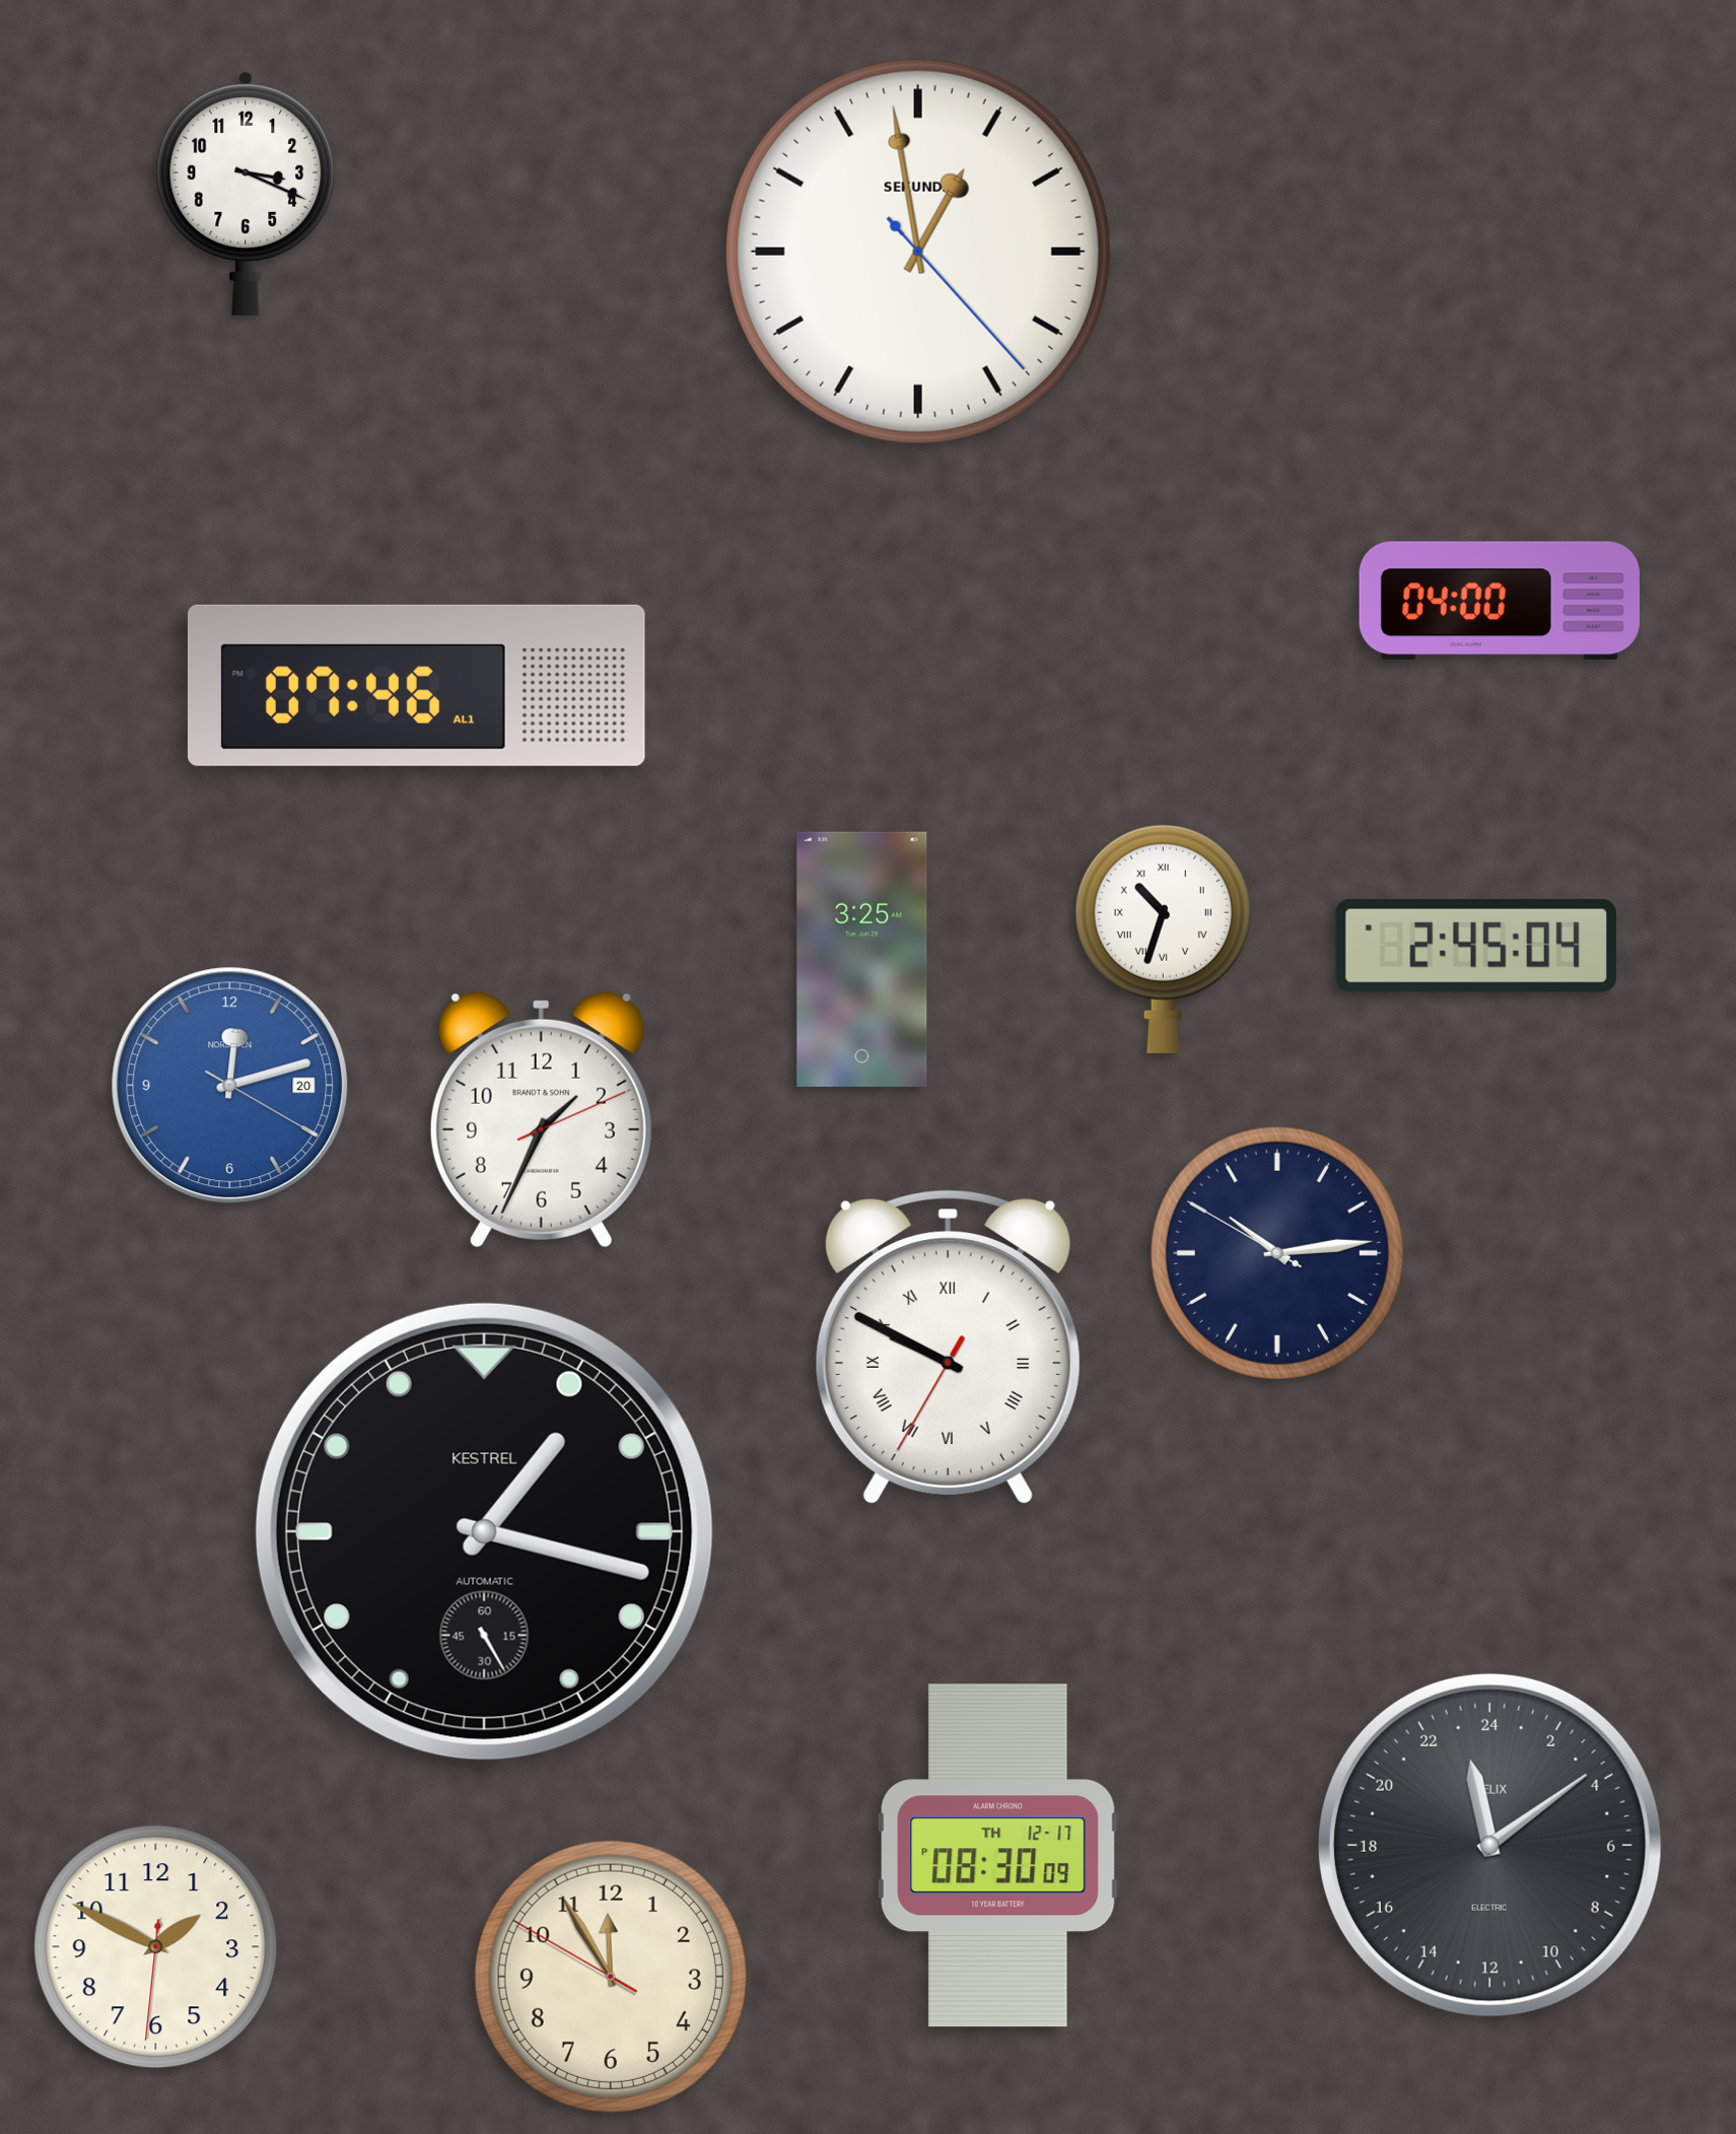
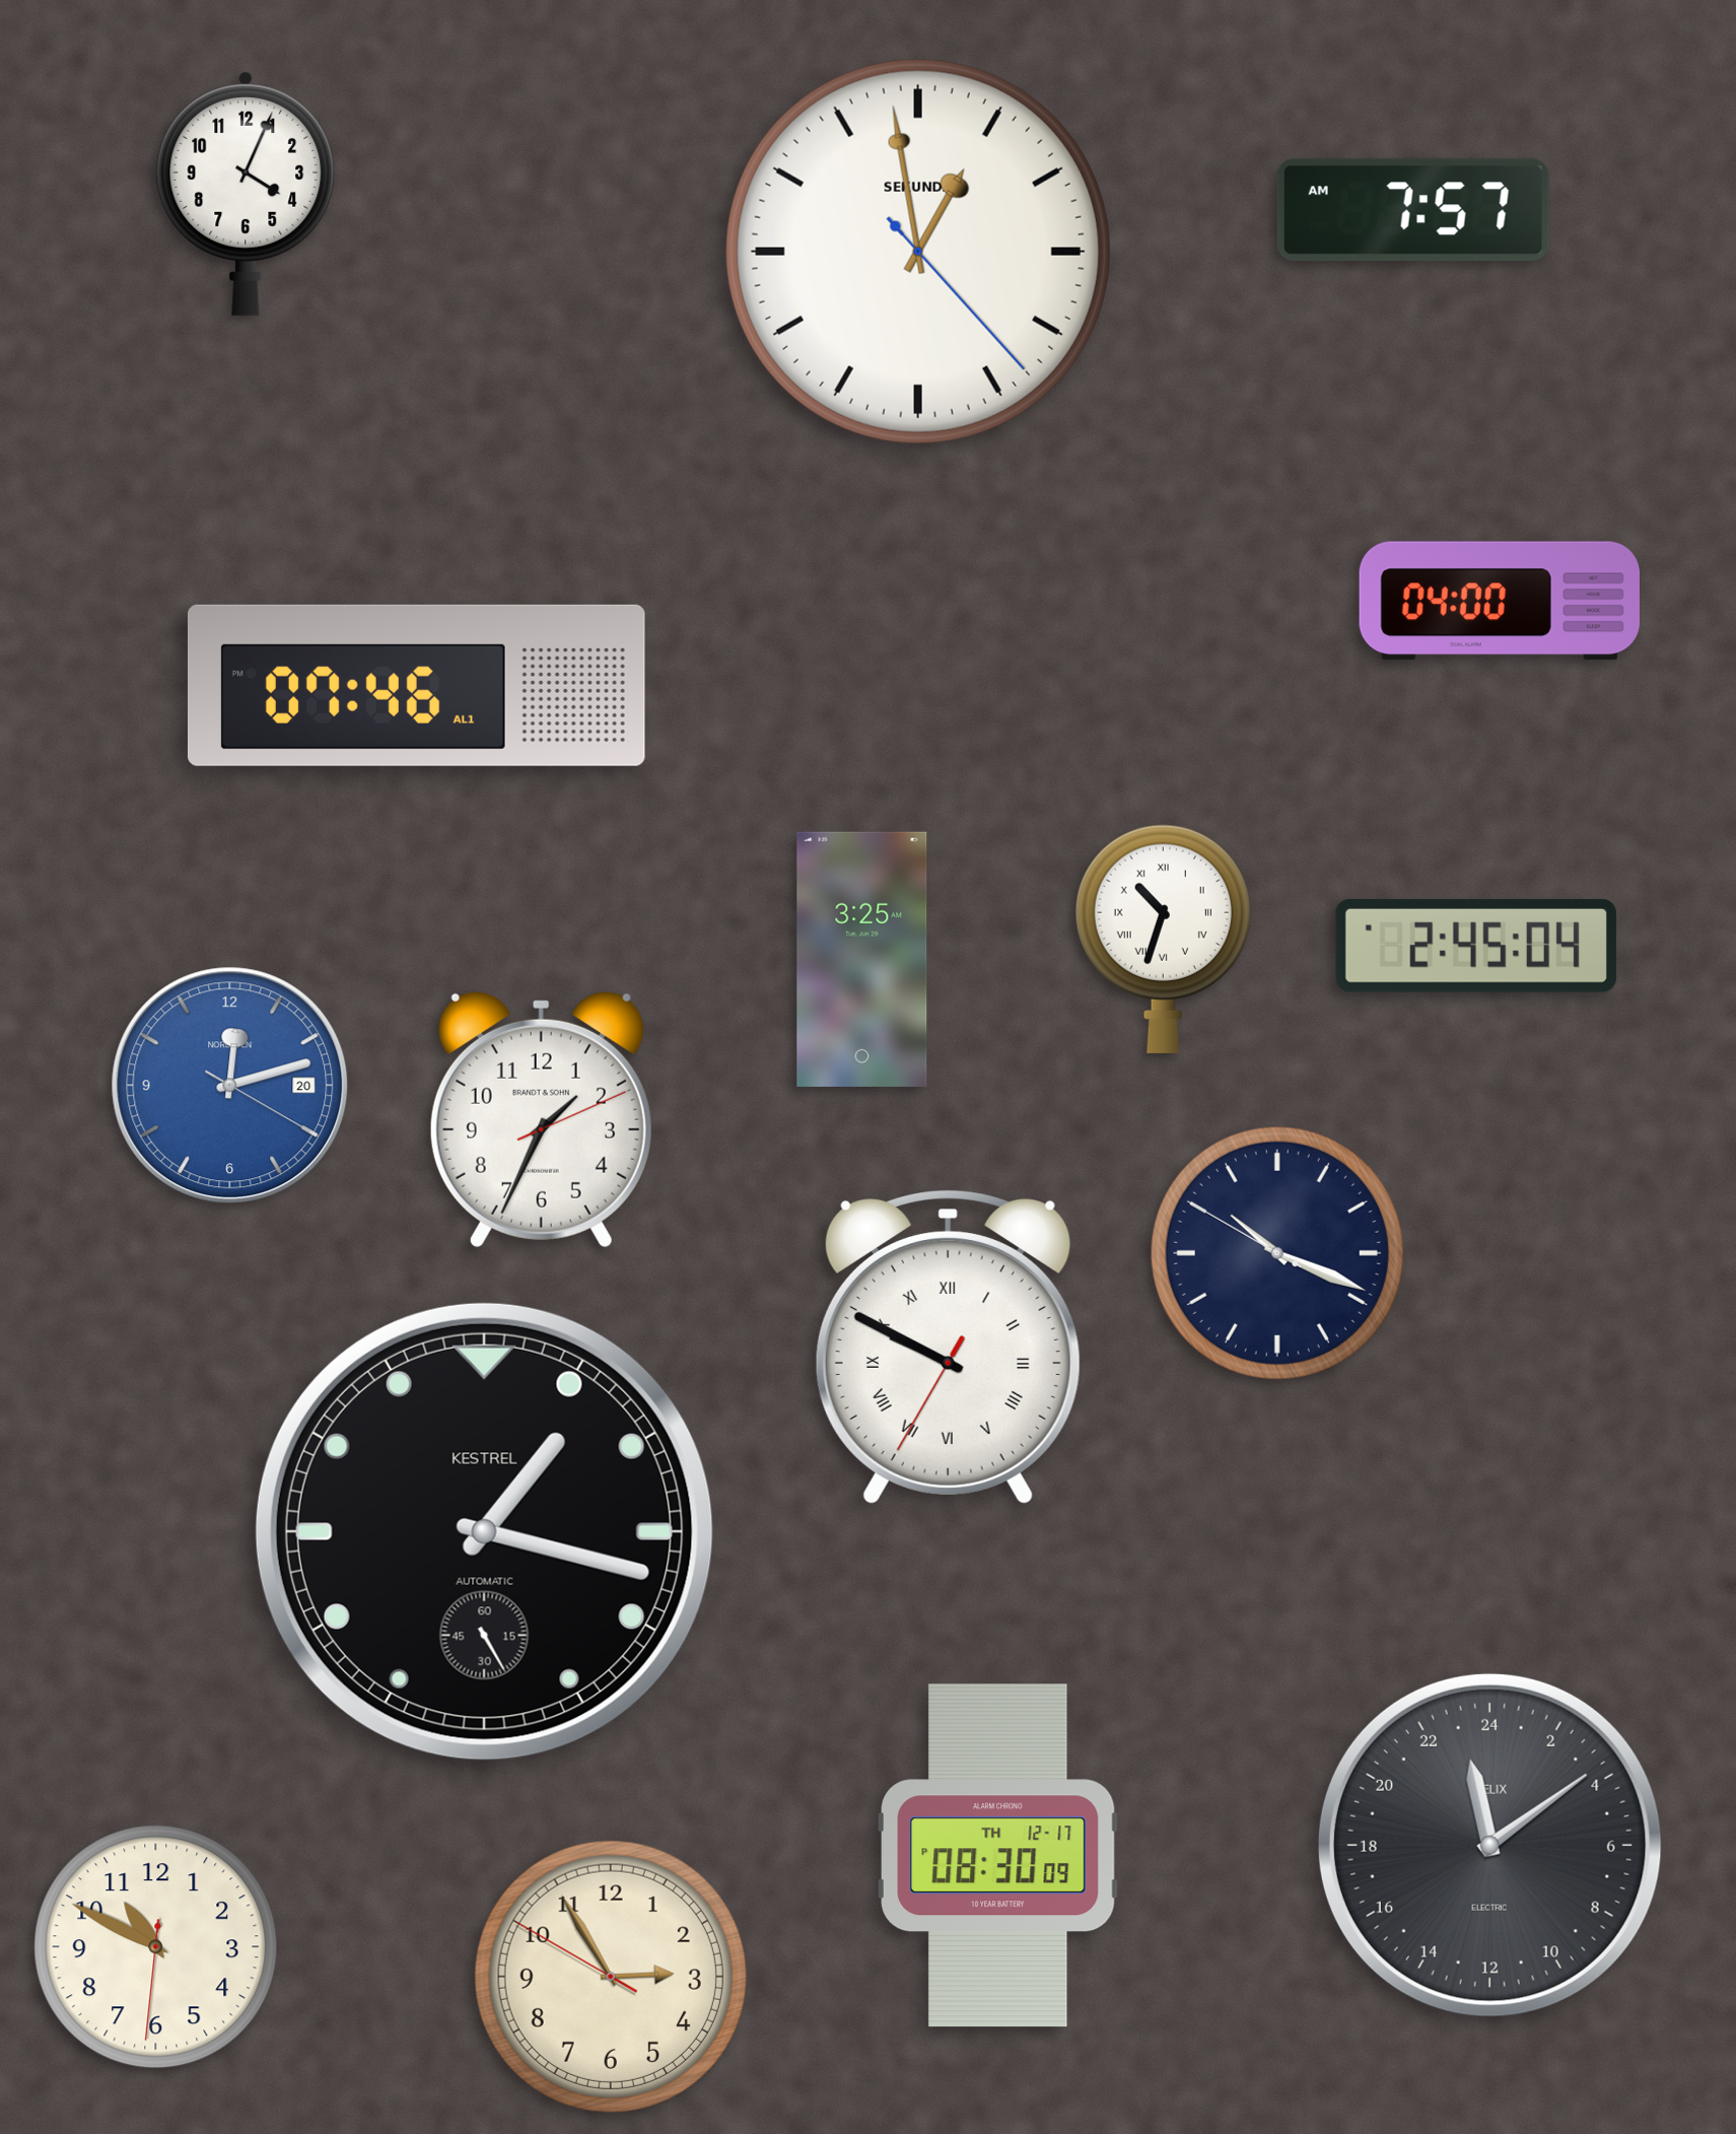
clock at (246, 193): 3:19 -> 4:04
clock at (1413, 210): none -> 7:57
clock at (1277, 1253): 10:13 -> 10:18
clock at (156, 1947): 1:49 -> 10:49
clock at (611, 1977): 11:54 -> 2:54
